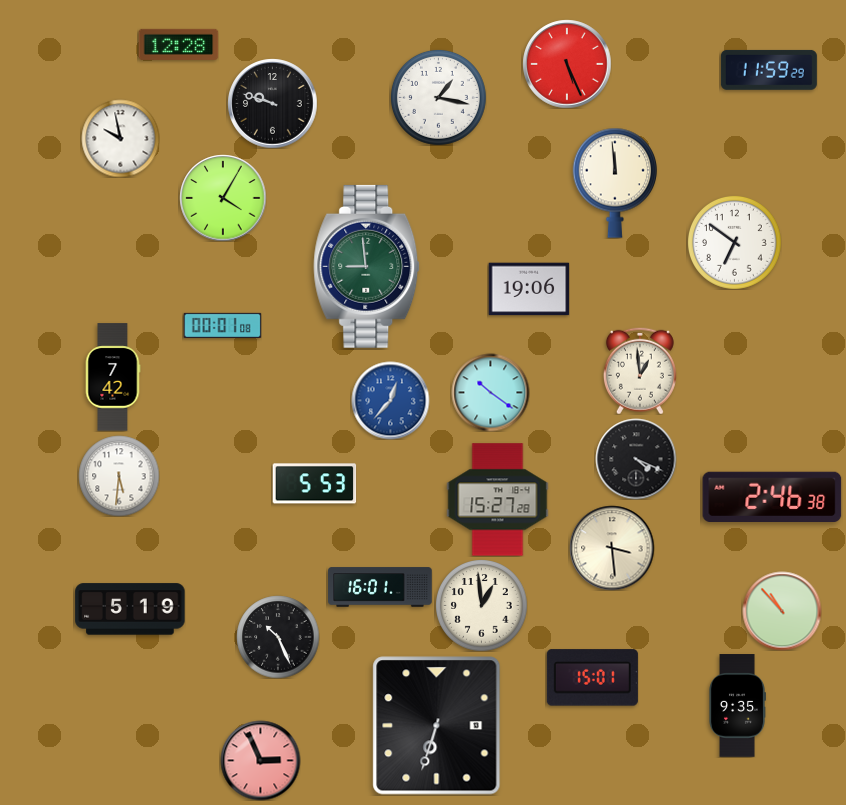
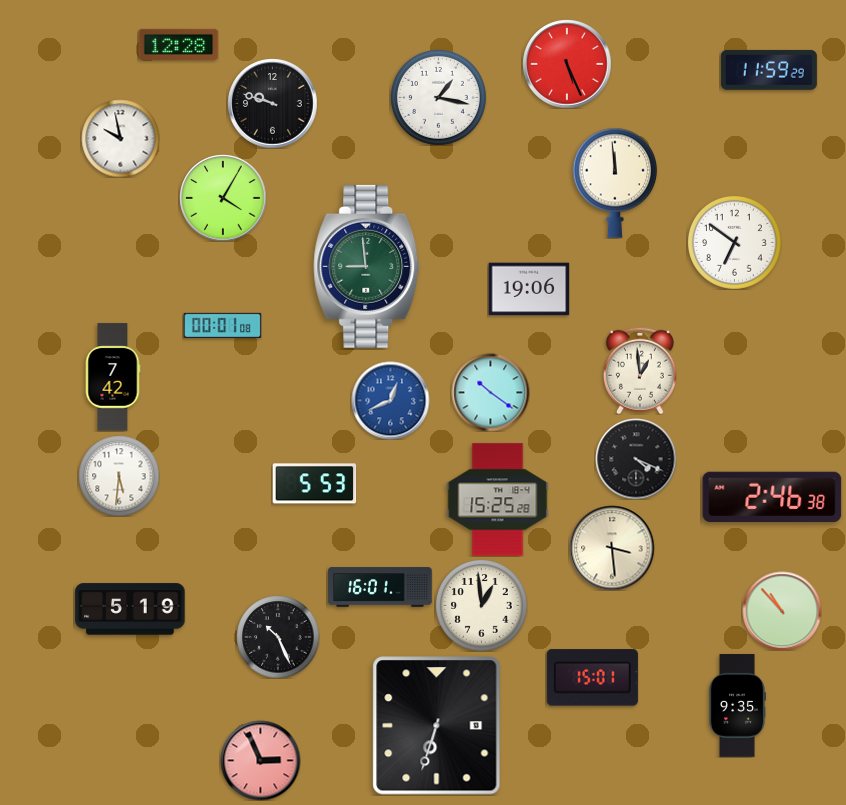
clock at (390, 400): 12:37 -> 12:41
clock at (498, 500): 15:27 -> 15:25
